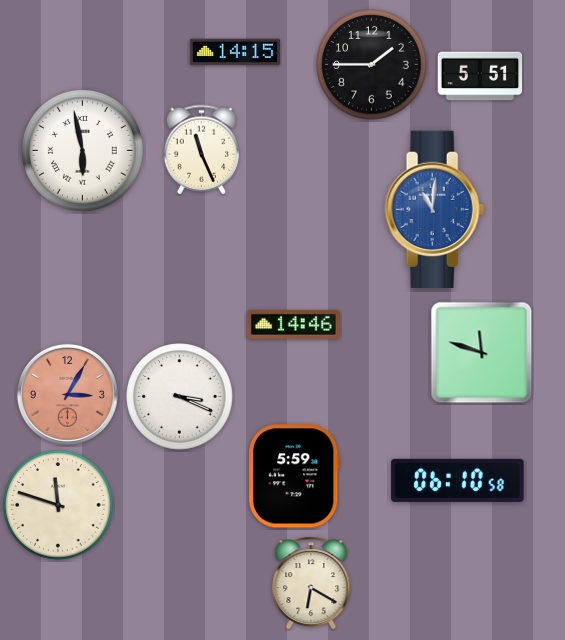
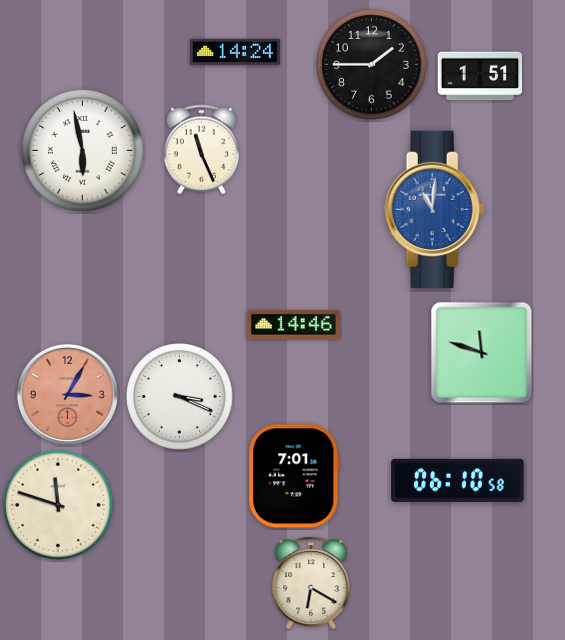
clock at (235, 52): 14:15 -> 14:24
clock at (480, 76): 5:51 -> 1:51
clock at (294, 476): 5:59 -> 7:01
